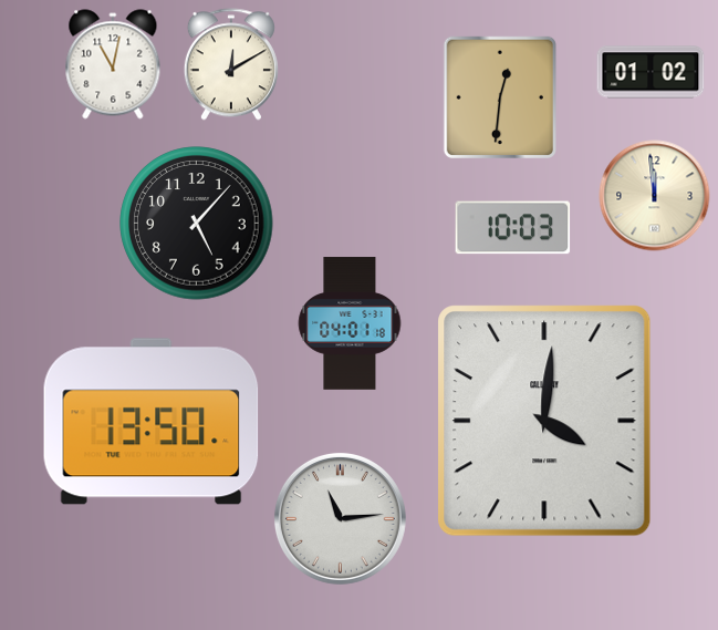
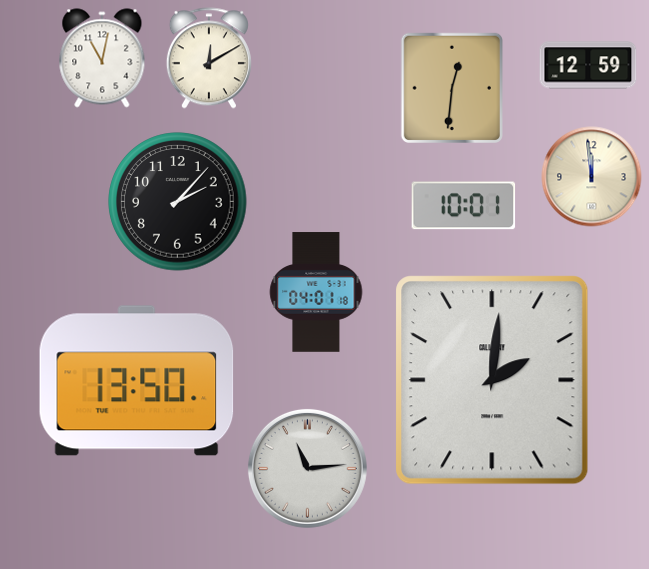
clock at (651, 72): 01:02 -> 12:59
clock at (197, 224): 5:07 -> 2:07
clock at (513, 228): 10:03 -> 10:01
clock at (544, 421): 4:01 -> 2:01
